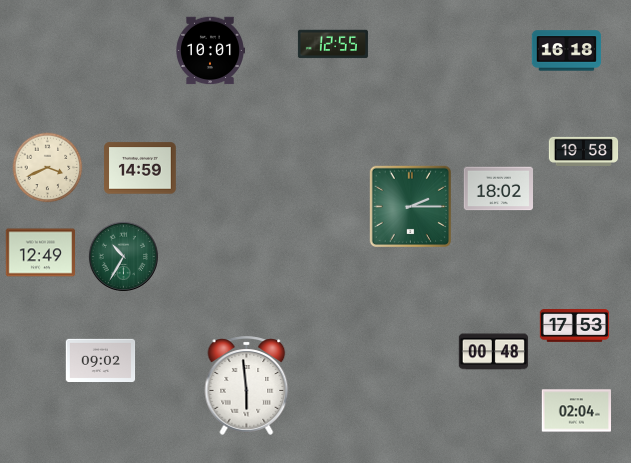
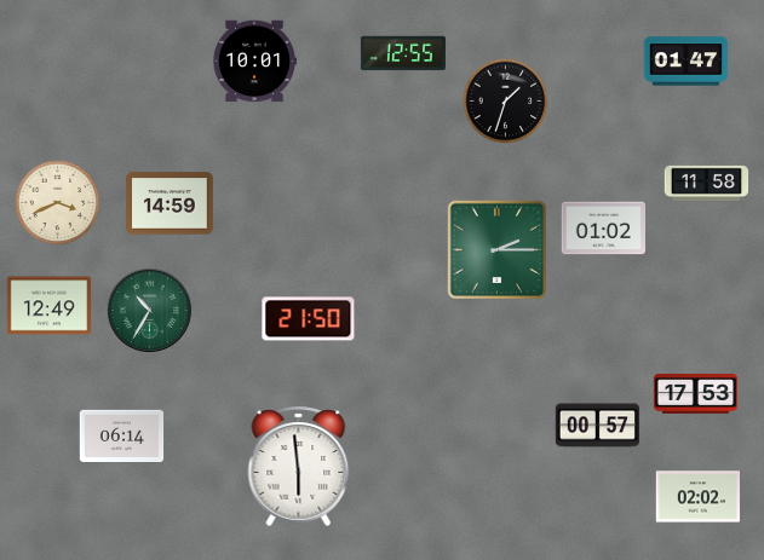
clock at (567, 51): 16:18 -> 01:47
clock at (506, 102): none -> 1:33
clock at (584, 151): 19:58 -> 11:58
clock at (498, 189): 18:02 -> 01:02
clock at (309, 319): none -> 21:50
clock at (494, 352): 00:48 -> 00:57
clock at (101, 360): 09:02 -> 06:14
clock at (576, 411): 02:04 -> 02:02
